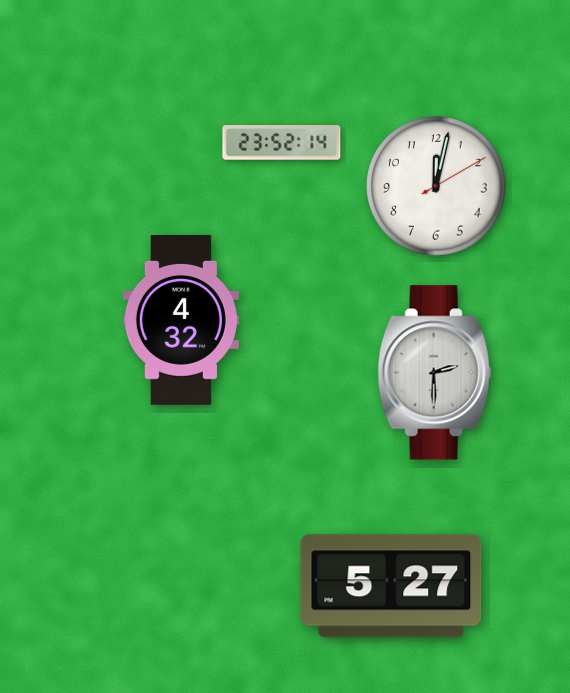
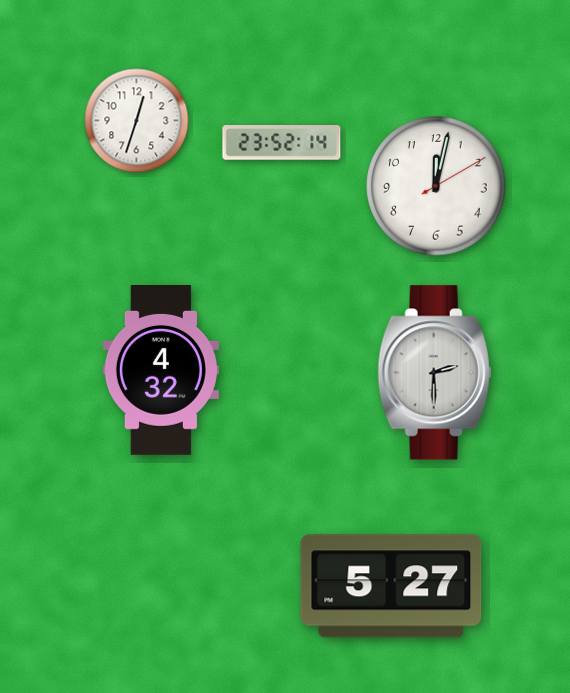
clock at (137, 121): none -> 12:33
clock at (181, 321) position: (181, 321) -> (161, 371)
